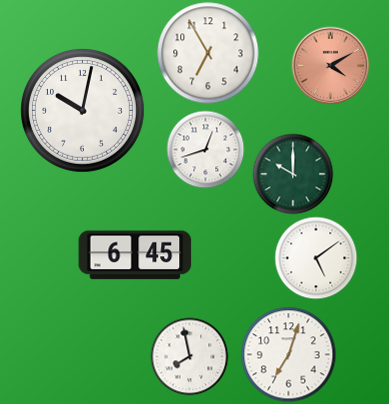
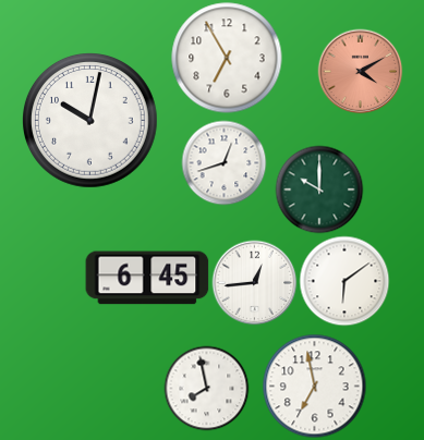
clock at (316, 258): 5:09 -> 6:09
clock at (254, 282): none -> 12:44
clock at (288, 354): 7:03 -> 6:58
